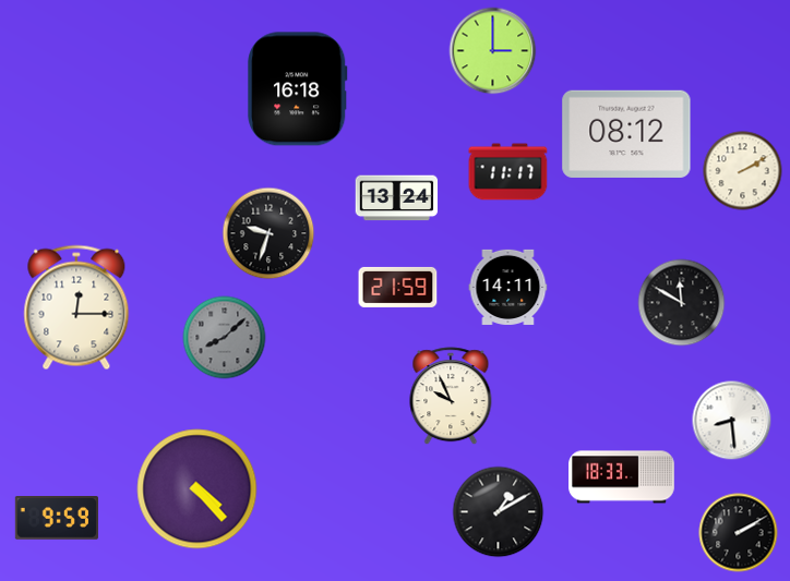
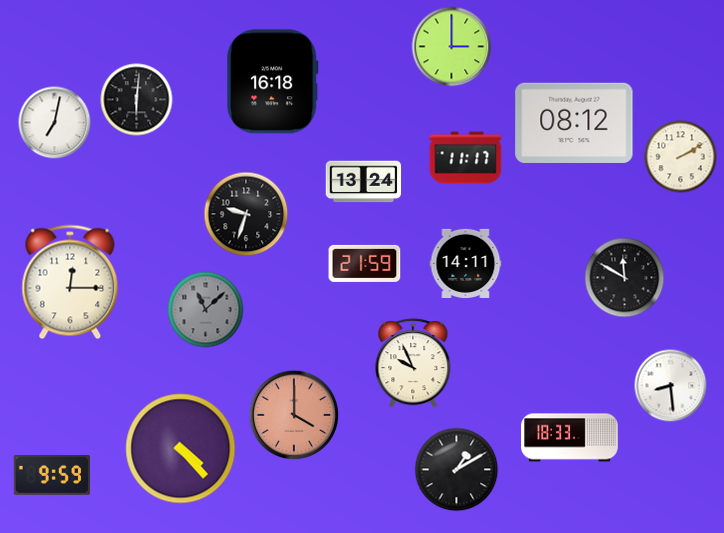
clock at (137, 100): none -> 6:01
clock at (55, 123): none -> 7:02
clock at (225, 338): 8:08 -> 11:08
clock at (294, 415): none -> 4:00
clock at (739, 533): 2:10 -> none
